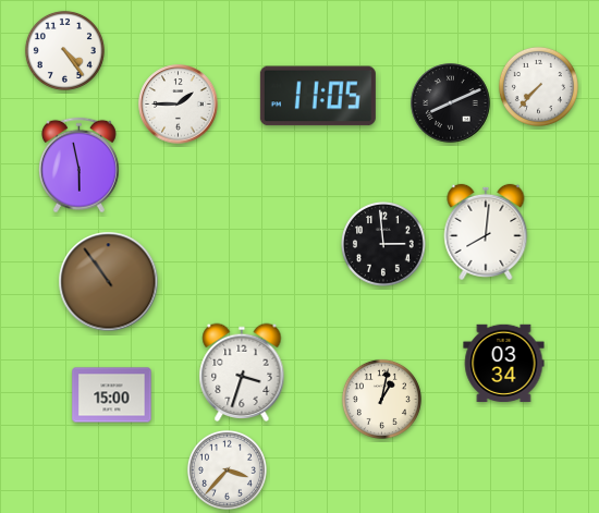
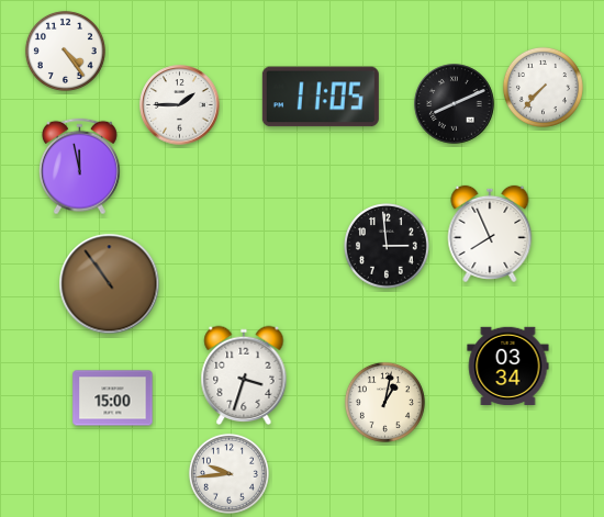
clock at (78, 166): 5:58 -> 11:58
clock at (486, 232): 8:01 -> 7:56
clock at (227, 469): 3:37 -> 9:44
